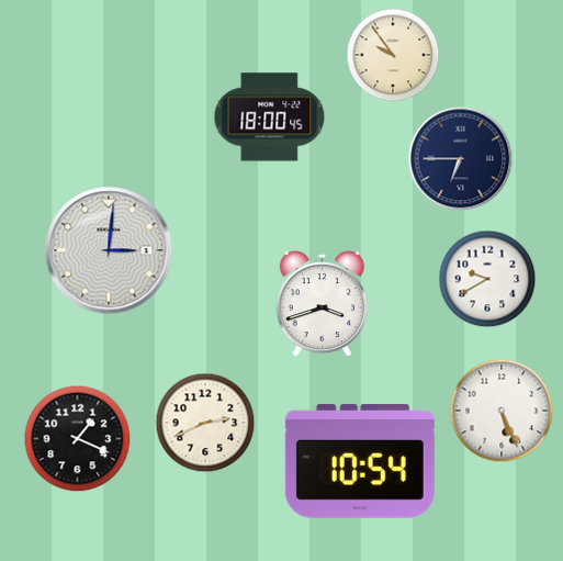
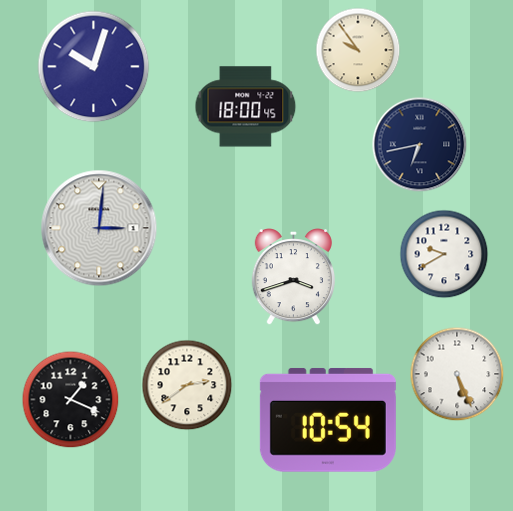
clock at (94, 67): none -> 10:03
clock at (461, 159): 6:45 -> 6:43
clock at (205, 423): 2:41 -> 2:39
